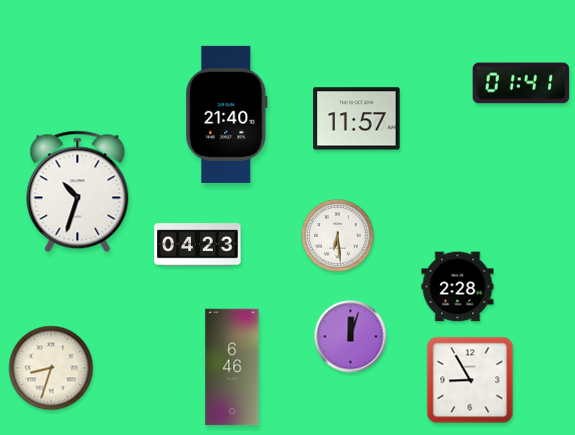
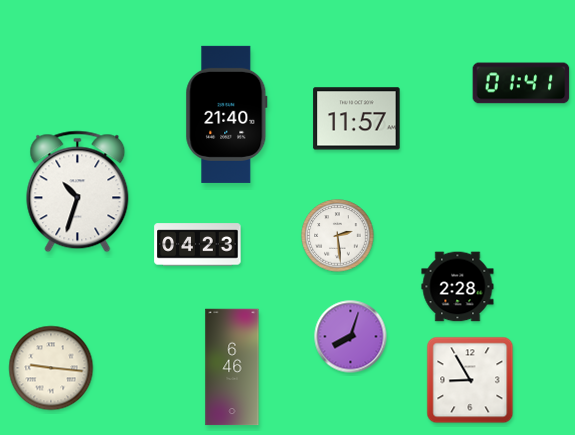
clock at (338, 236): 6:29 -> 2:29
clock at (351, 337): 12:03 -> 8:03
clock at (51, 368): 8:33 -> 9:16
